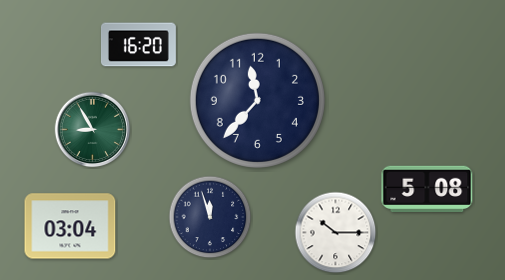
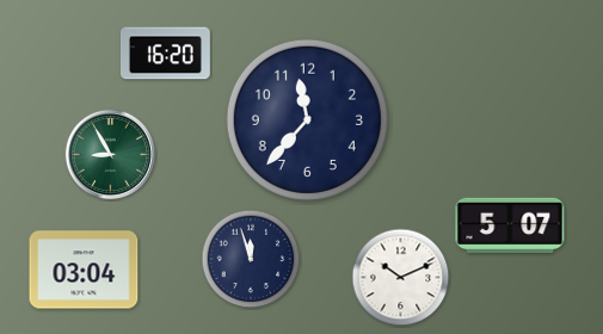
clock at (427, 188): 5:08 -> 5:07
clock at (336, 233): 10:15 -> 10:11
